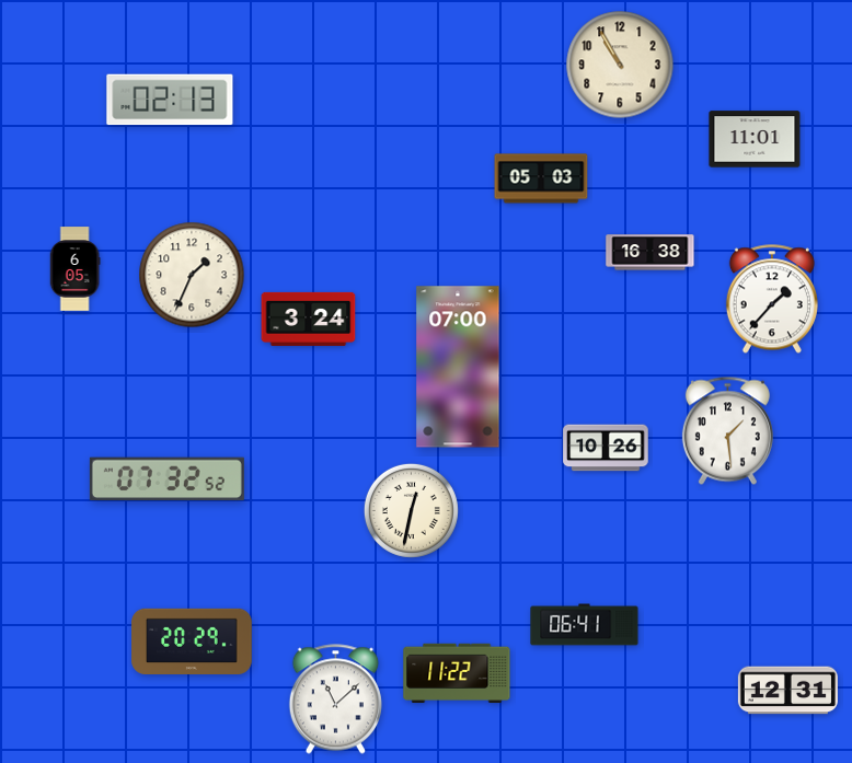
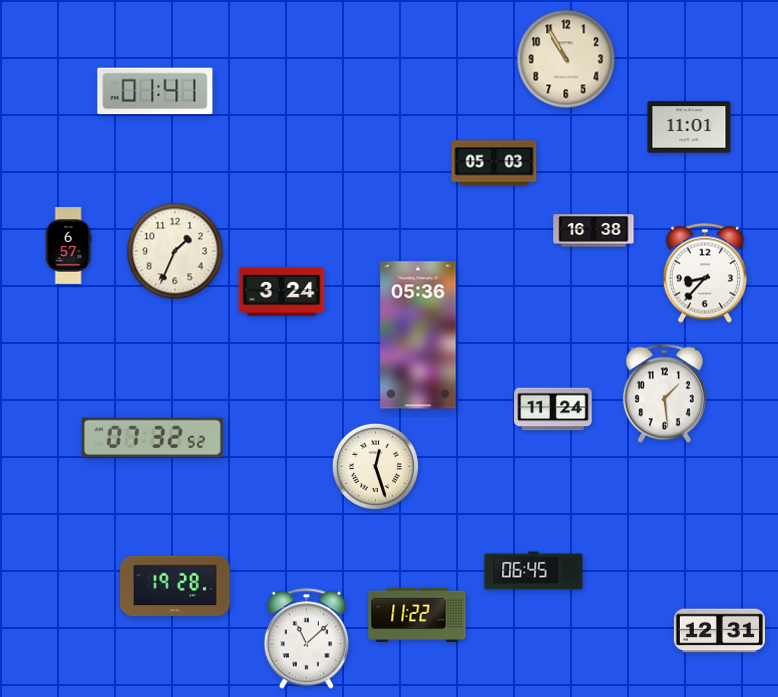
clock at (170, 100): 02:13 -> 01:41
clock at (74, 269): 6:05 -> 6:57
clock at (772, 299): 1:37 -> 8:37
clock at (458, 367): 07:00 -> 05:36
clock at (606, 448): 10:26 -> 11:24
clock at (411, 510): 12:32 -> 12:27
clock at (585, 625): 06:41 -> 06:45
clock at (192, 640): 20:29 -> 19:28
